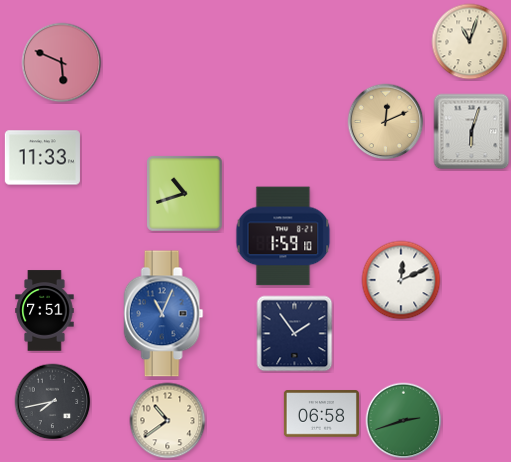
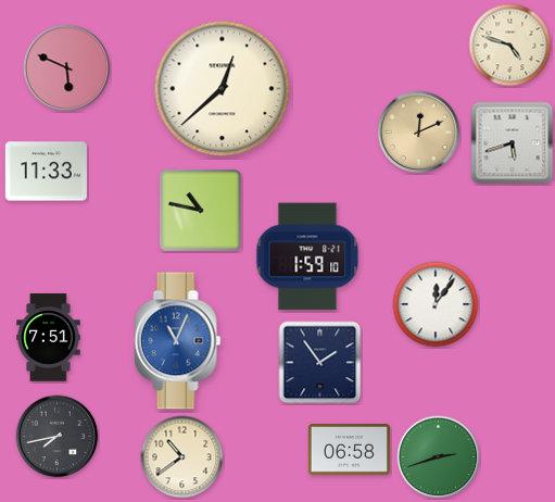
clock at (470, 42): 11:03 -> 4:48
clock at (223, 89): none -> 12:38
clock at (472, 132): 6:03 -> 5:42
clock at (185, 194): 10:42 -> 10:47
clock at (401, 280): 12:11 -> 12:06
